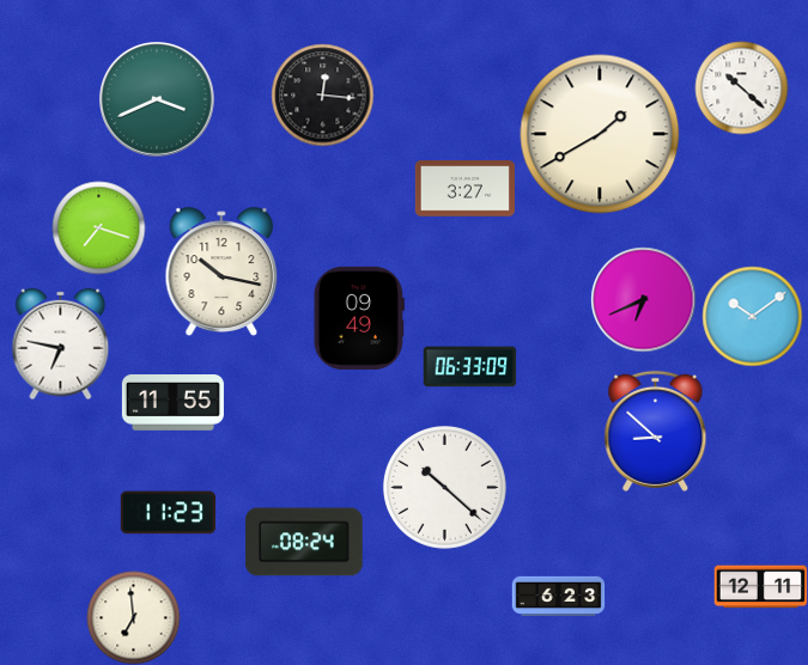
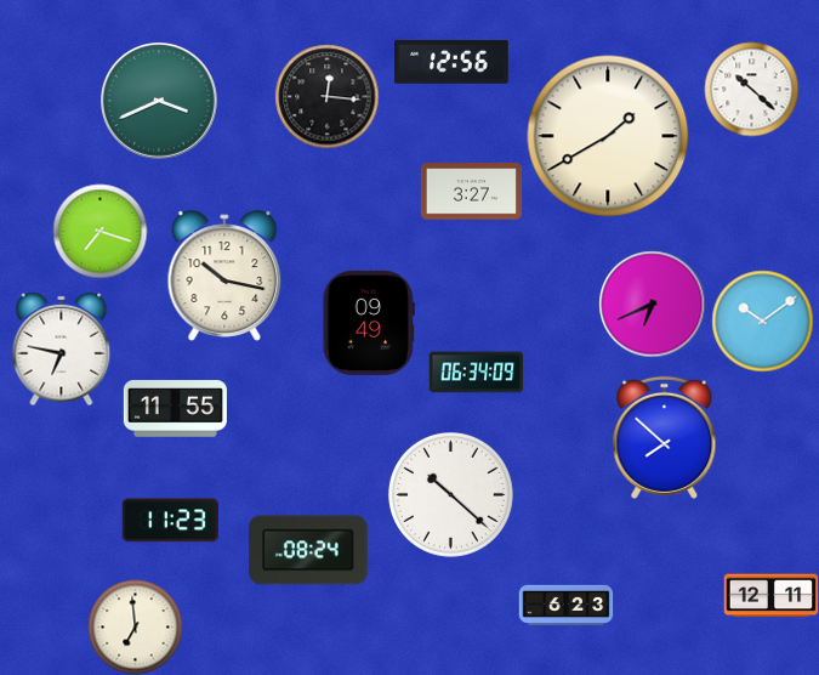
clock at (453, 62): none -> 12:56
clock at (359, 318) position: (359, 318) -> (369, 323)
clock at (469, 367): 06:33 -> 06:34
clock at (656, 431): 8:52 -> 7:52
